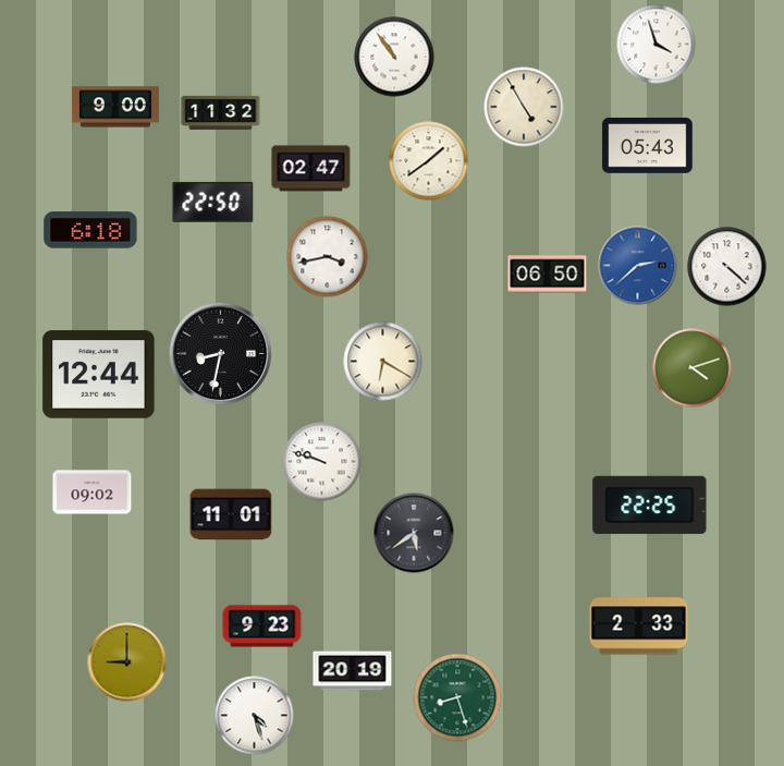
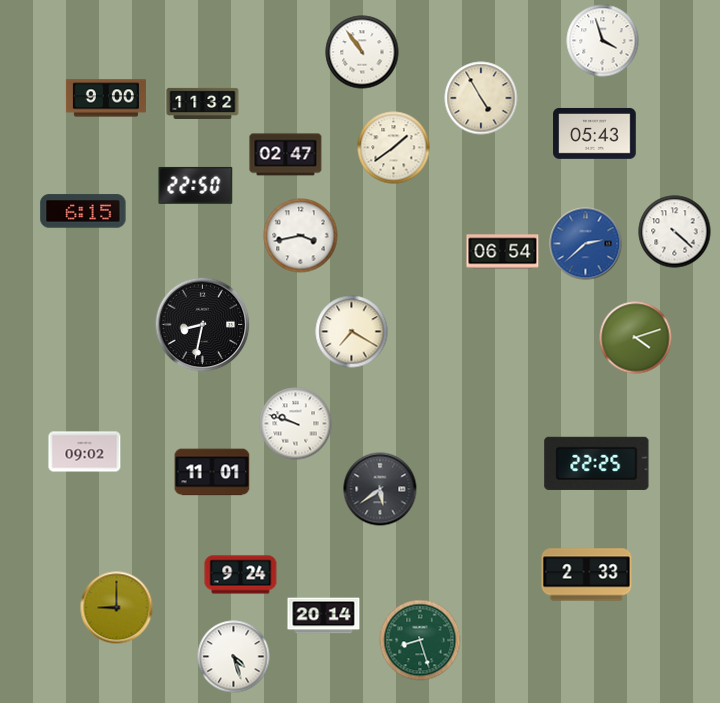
clock at (90, 230): 6:18 -> 6:15
clock at (727, 267) position: (727, 267) -> (675, 232)
clock at (548, 275): 06:50 -> 06:54
clock at (383, 362): 6:20 -> 7:20
clock at (99, 375): 12:44 -> none
clock at (262, 627): 9:23 -> 9:24
clock at (353, 671): 20:19 -> 20:14
